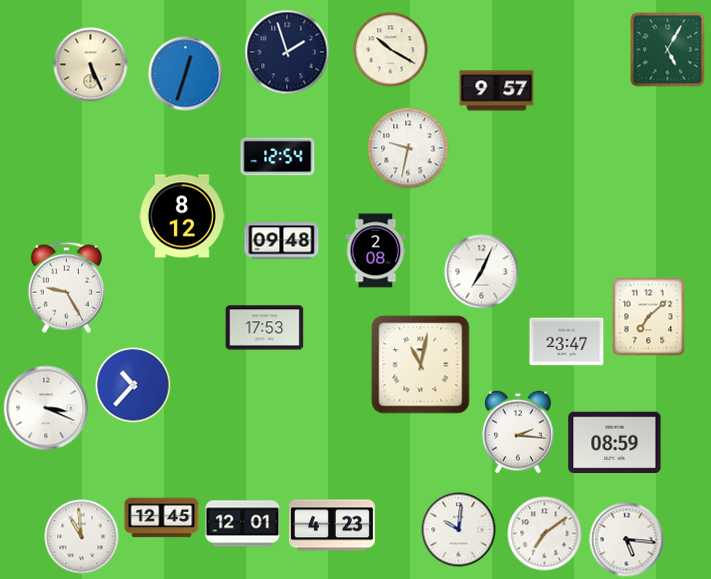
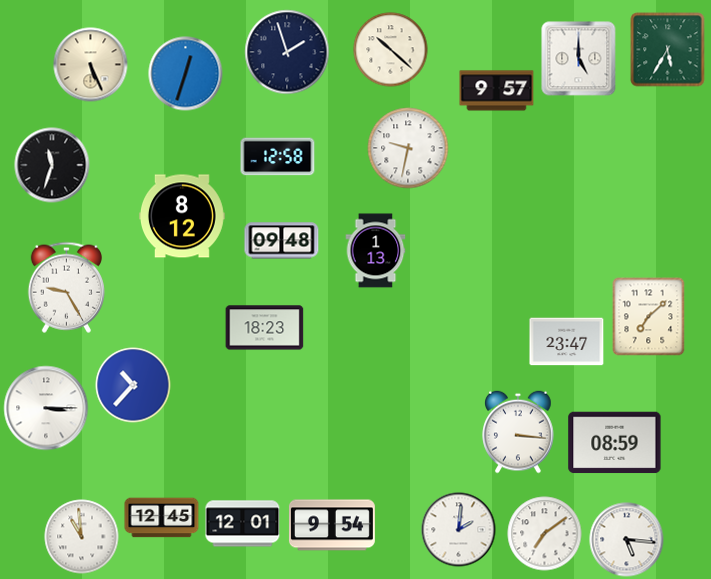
clock at (391, 50): 10:20 -> 10:22
clock at (668, 50): 5:05 -> 5:35
clock at (579, 59): none -> 5:00
clock at (278, 157): 12:54 -> 12:58
clock at (52, 165): none -> 11:33
clock at (376, 251): 2:08 -> 1:13
clock at (482, 272): 7:04 -> none
clock at (265, 328): 17:53 -> 18:23
clock at (421, 365): 11:02 -> none
clock at (46, 408): 3:19 -> 3:15
clock at (518, 432): 2:16 -> 3:16
clock at (332, 525): 4:23 -> 9:54
clock at (459, 530): 10:01 -> 2:01
